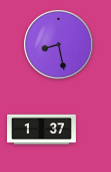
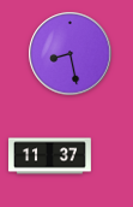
clock at (42, 130): 1:37 -> 11:37
